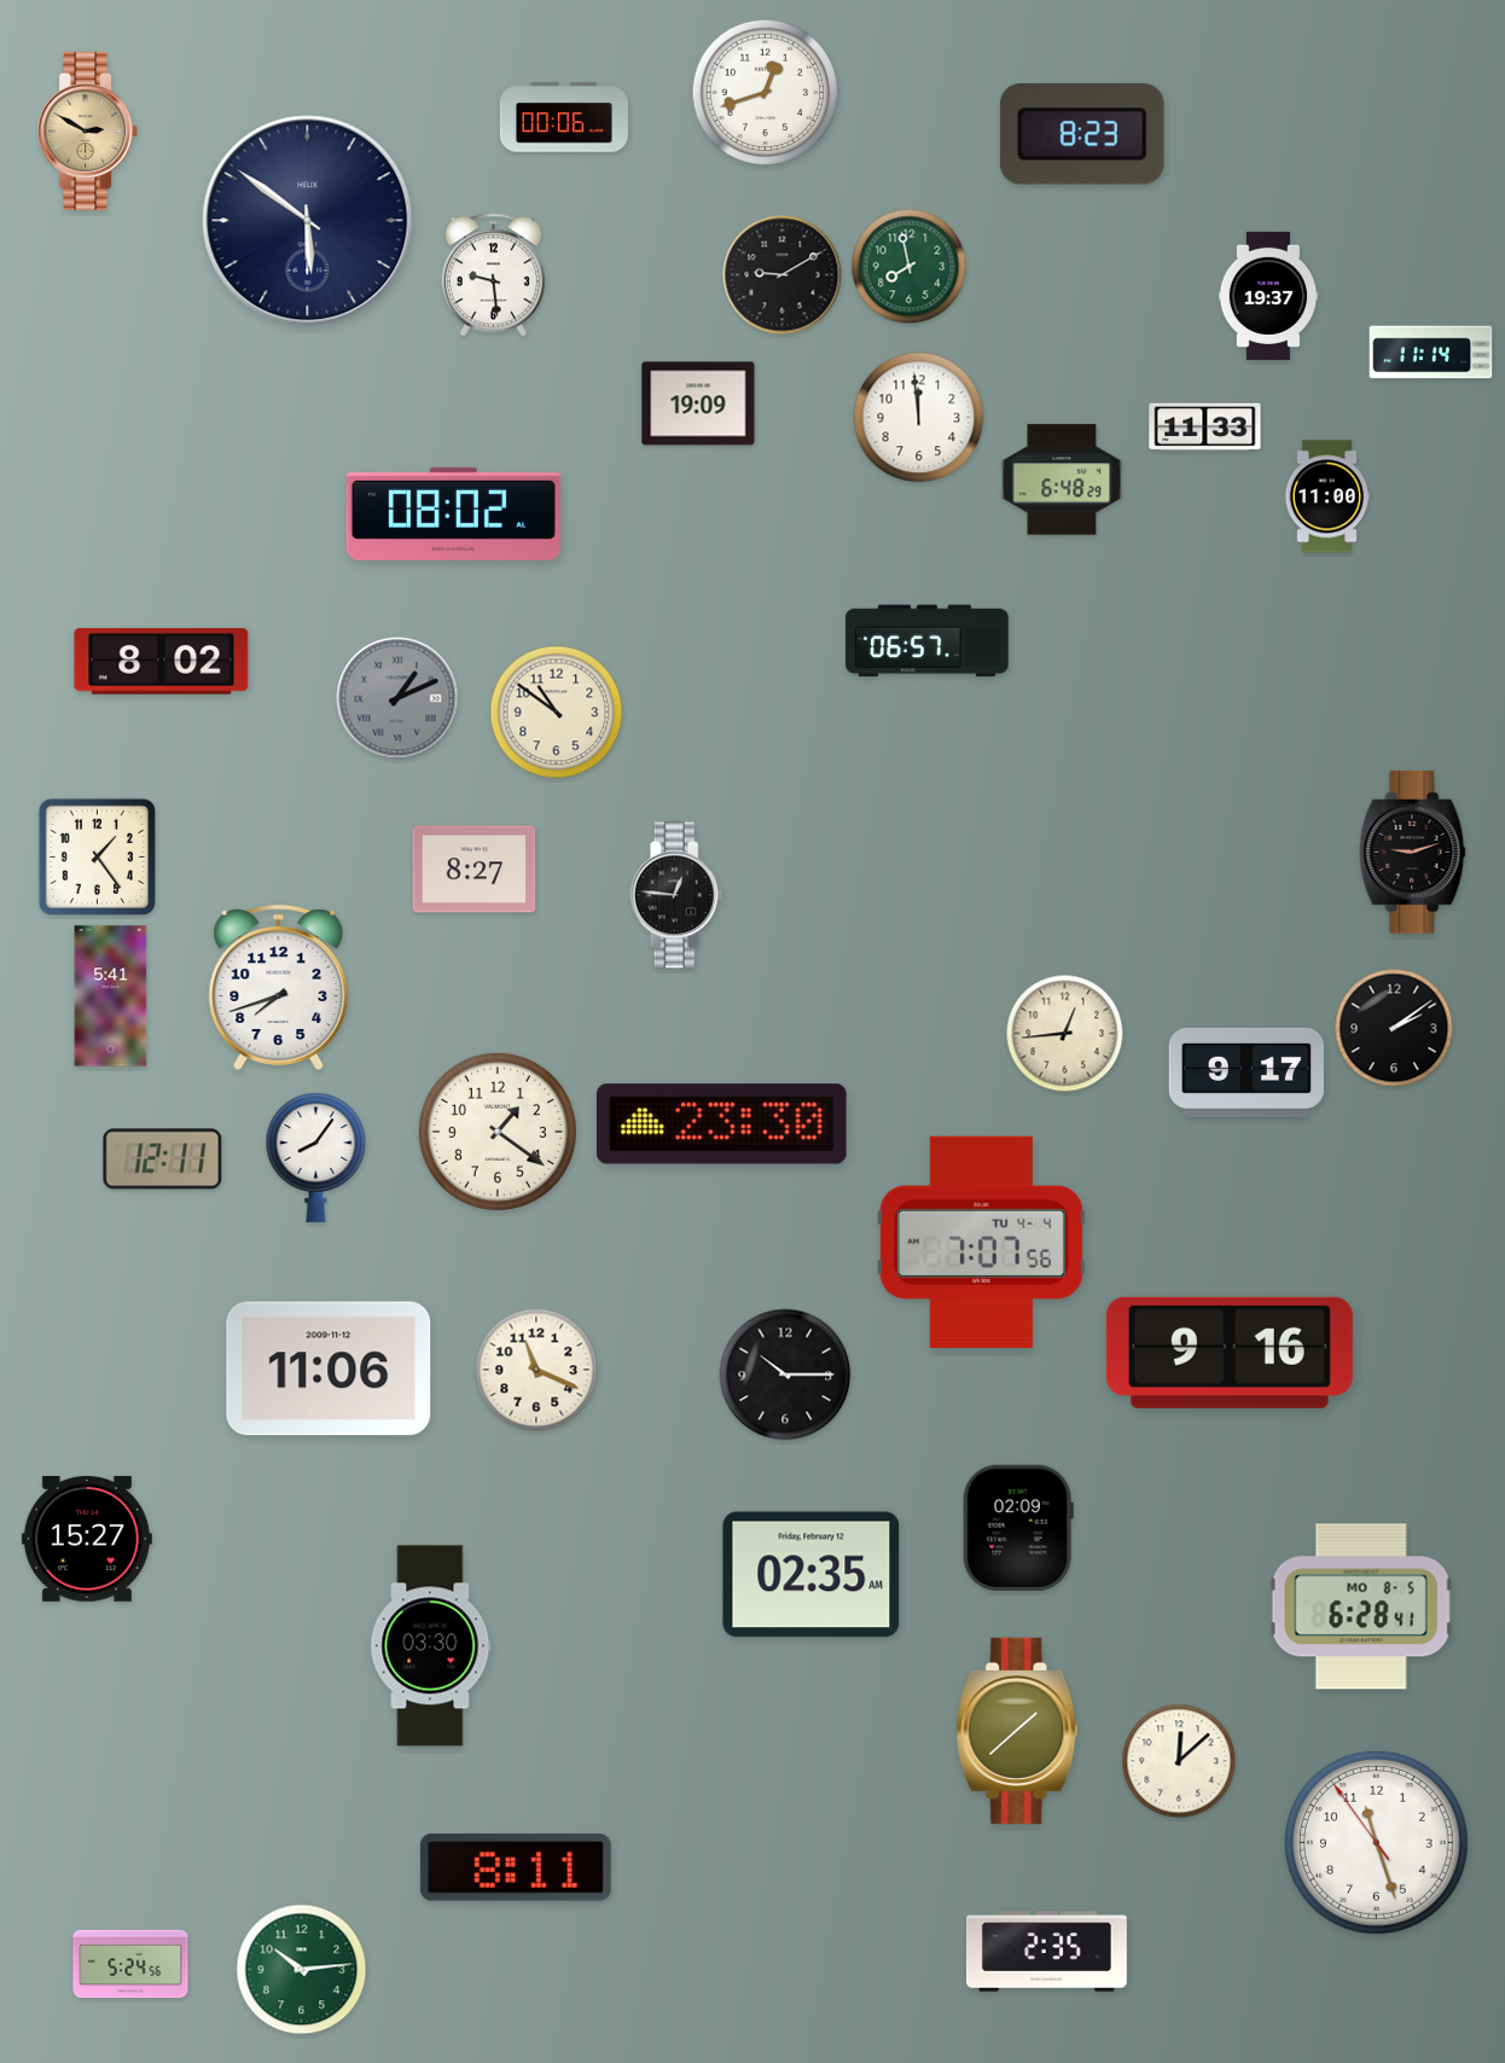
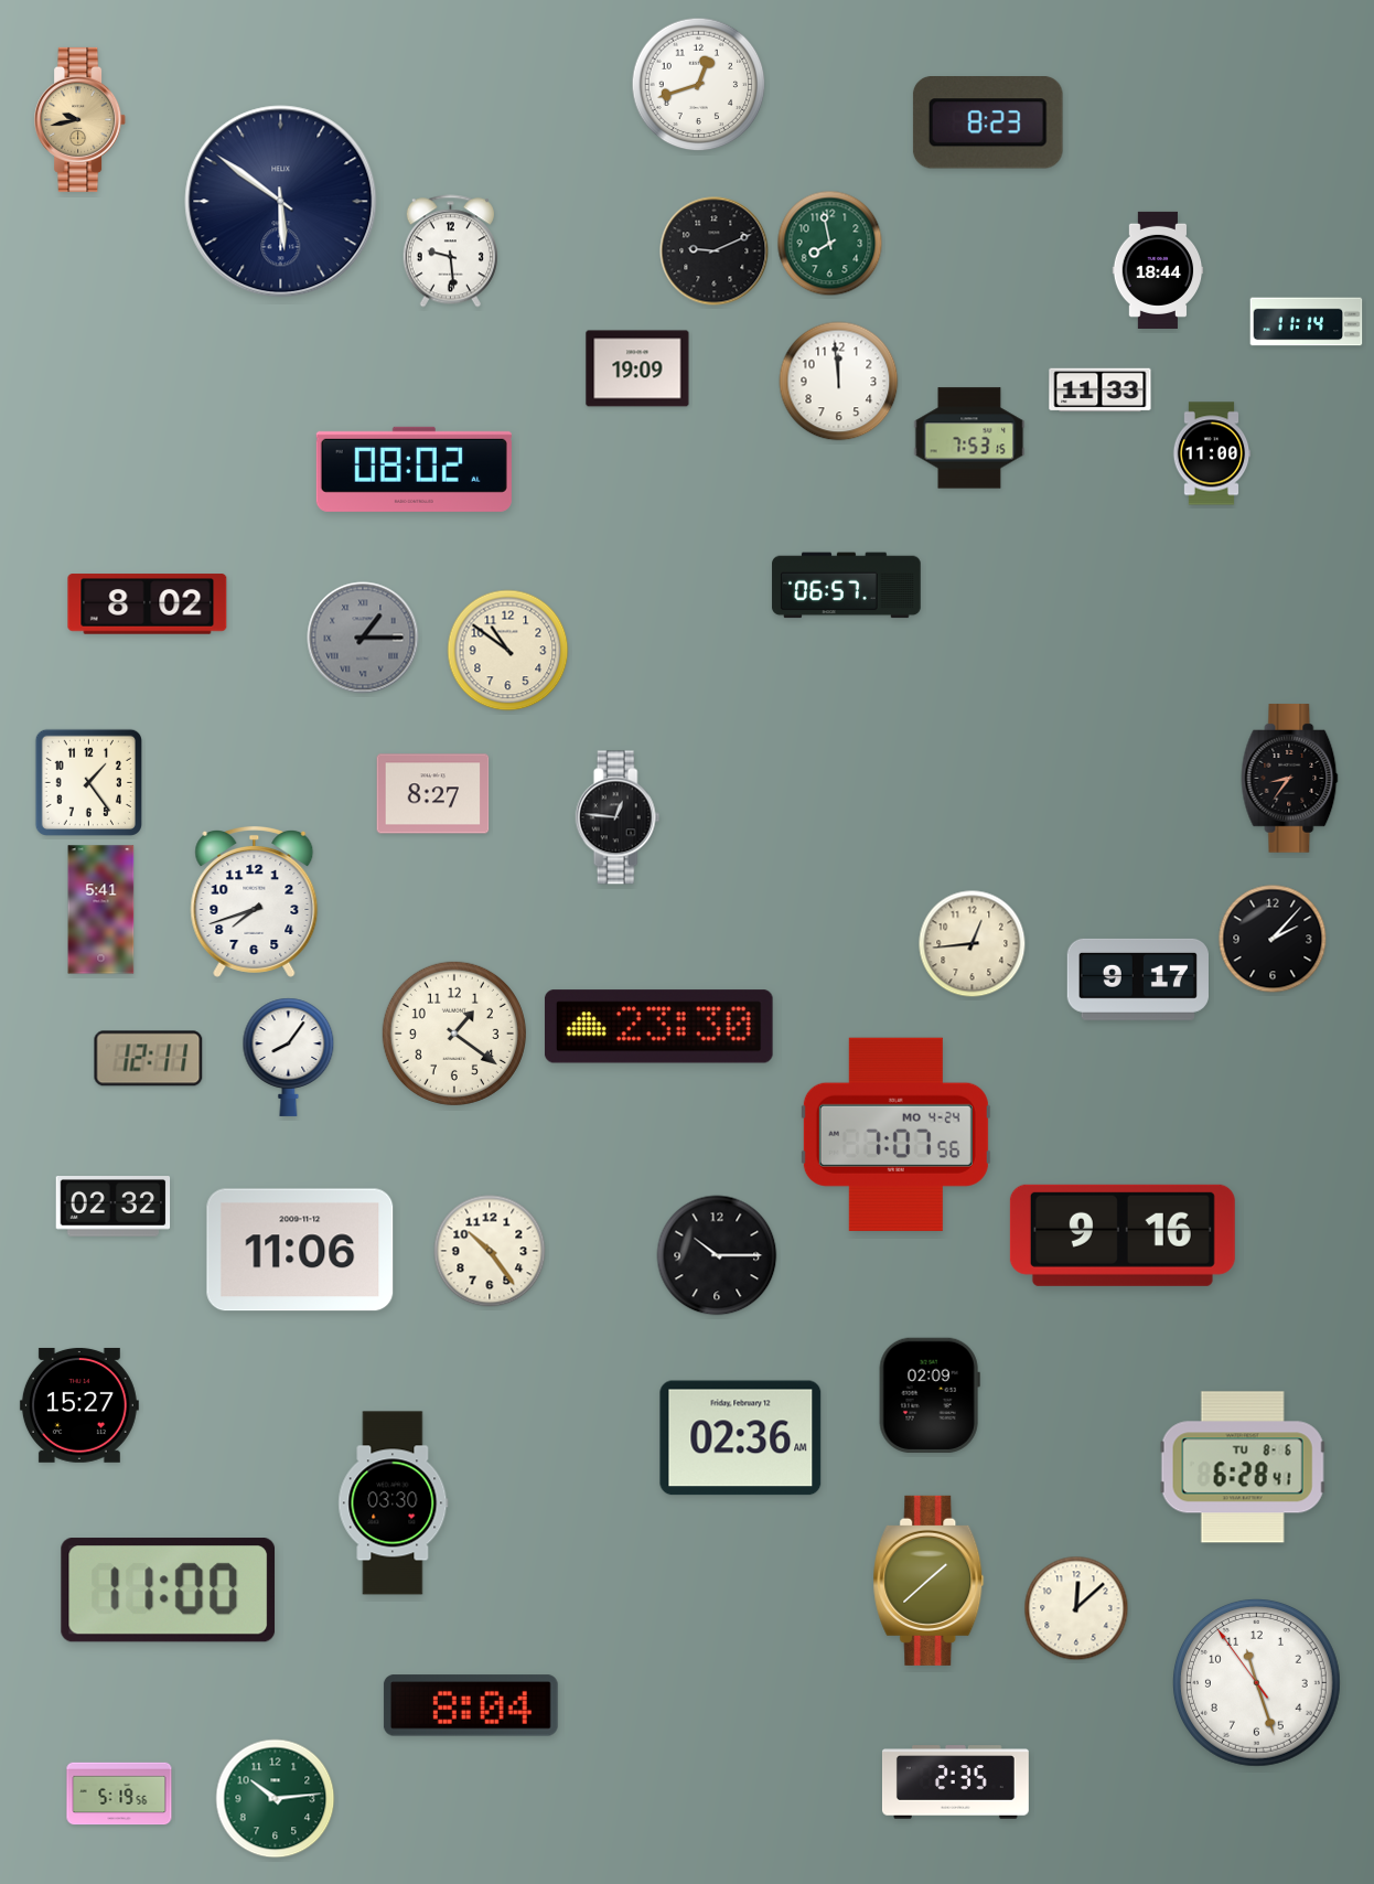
clock at (564, 117): 00:06 -> none
clock at (88, 130): 2:50 -> 9:43
clock at (783, 275): 9:10 -> 9:11
clock at (1268, 296): 19:37 -> 18:44
clock at (1062, 480): 6:48 -> 7:53
clock at (397, 698): 1:11 -> 1:15
clock at (1413, 853): 9:12 -> 8:36
clock at (1394, 1028): 2:09 -> 2:07
clock at (981, 1242) date: TU 4-4 -> MO 4-24
clock at (114, 1207): none -> 02:32
clock at (536, 1370): 11:19 -> 10:24
clock at (812, 1575): 02:35 -> 02:36
clock at (1361, 1606) date: MO 8-5 -> TU 8-6
clock at (169, 1591): none -> 11:00
clock at (516, 1867): 8:11 -> 8:04
clock at (130, 1964): 5:24 -> 5:19
